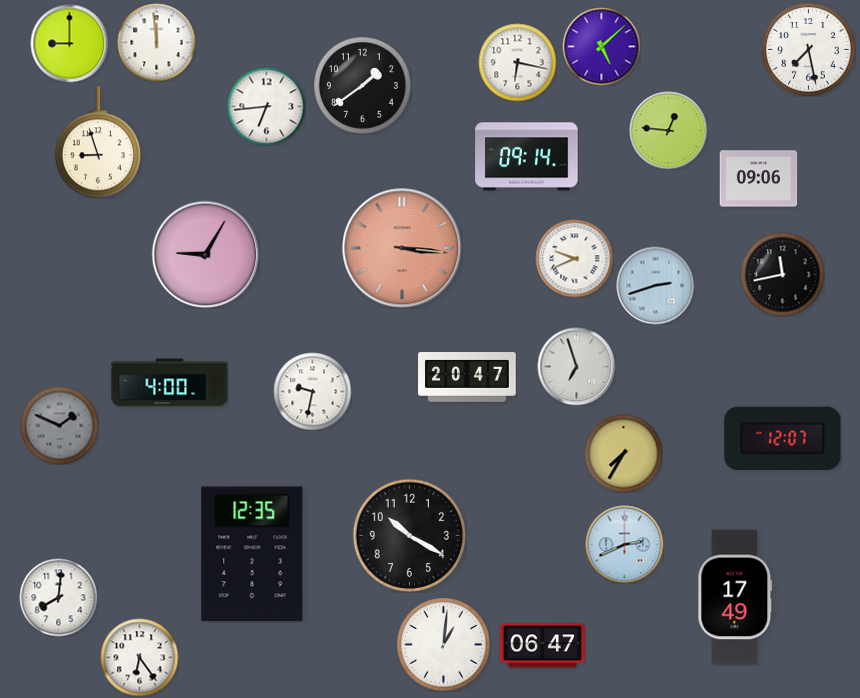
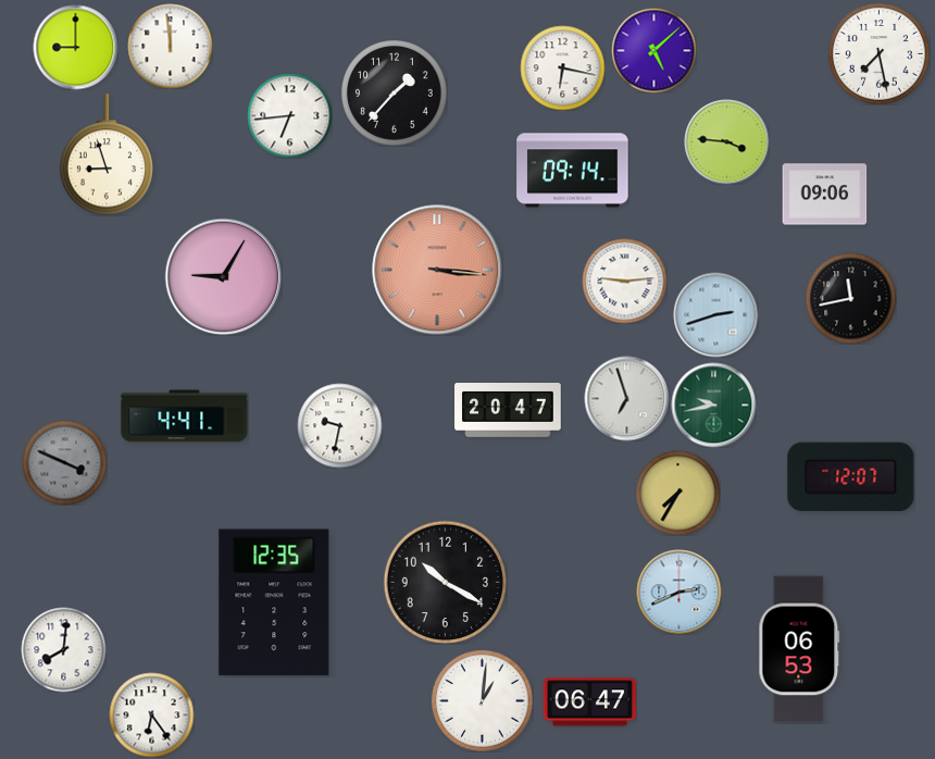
clock at (363, 86): 1:39 -> 1:37
clock at (668, 130): 12:46 -> 3:46
clock at (574, 258): 9:41 -> 9:14
clock at (655, 285) position: (655, 285) -> (715, 314)
clock at (713, 405): none -> 9:43
clock at (170, 383): 4:00 -> 4:41
clock at (59, 425): 1:49 -> 3:49
clock at (735, 597): 17:49 -> 06:53
